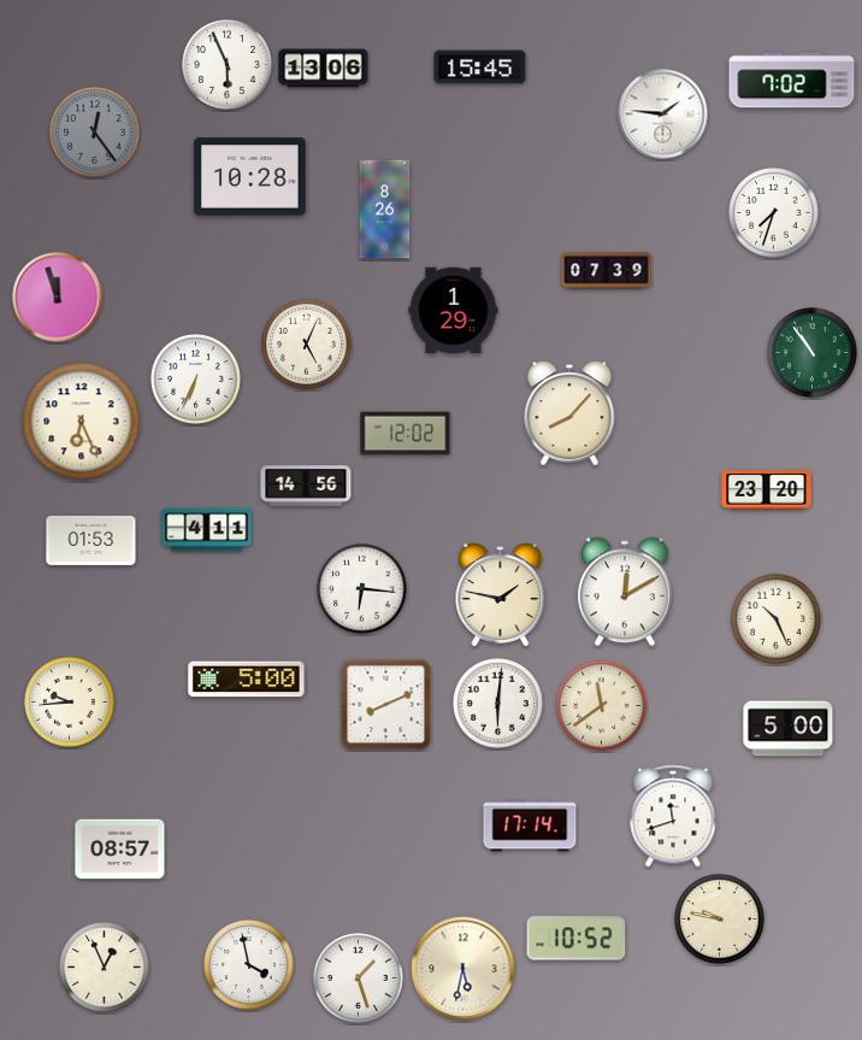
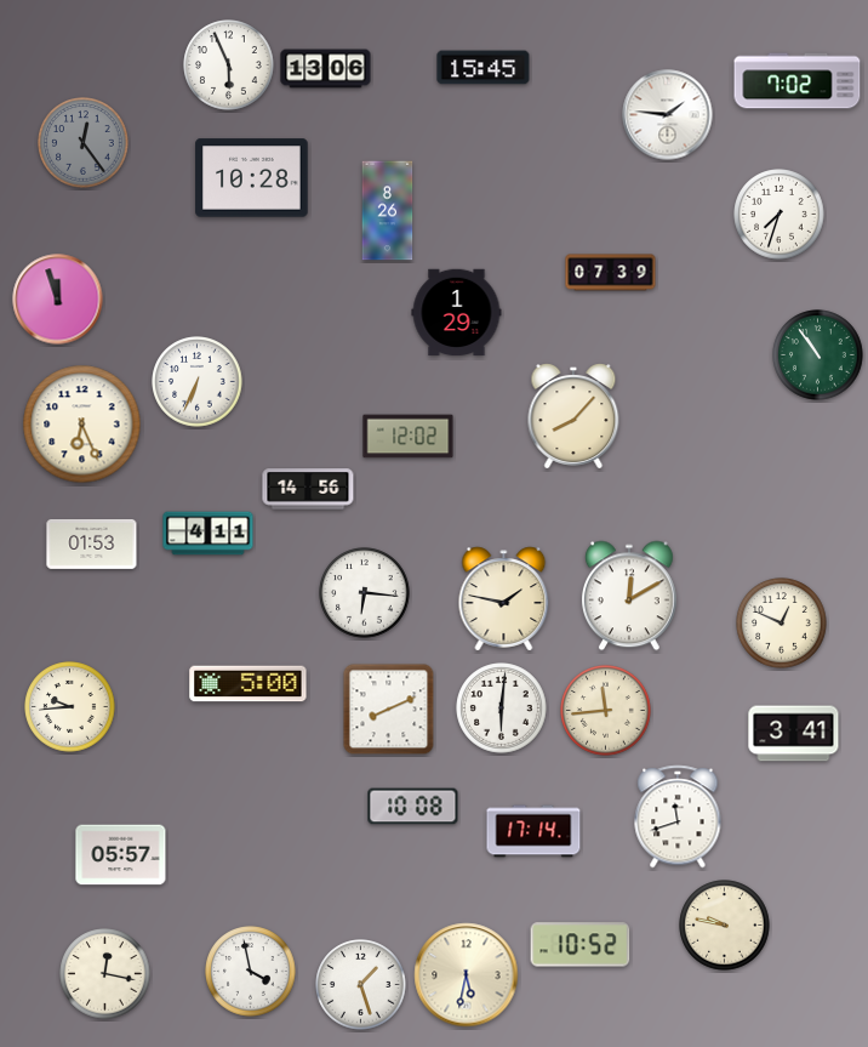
clock at (95, 133) position: (95, 133) -> (84, 143)
clock at (307, 345): 5:04 -> none
clock at (767, 490): 23:20 -> none
clock at (777, 619): 10:26 -> 12:49
clock at (602, 706): 11:39 -> 11:44
clock at (789, 729): 5:00 -> 3:41
clock at (413, 807): none -> 10:08
clock at (673, 816) position: (673, 816) -> (678, 816)
clock at (120, 850): 08:57 -> 05:57
clock at (105, 968): 12:56 -> 12:17
